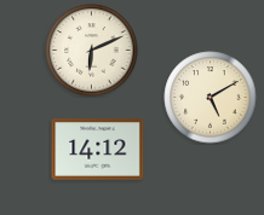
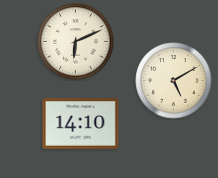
clock at (98, 150): 14:12 -> 14:10
